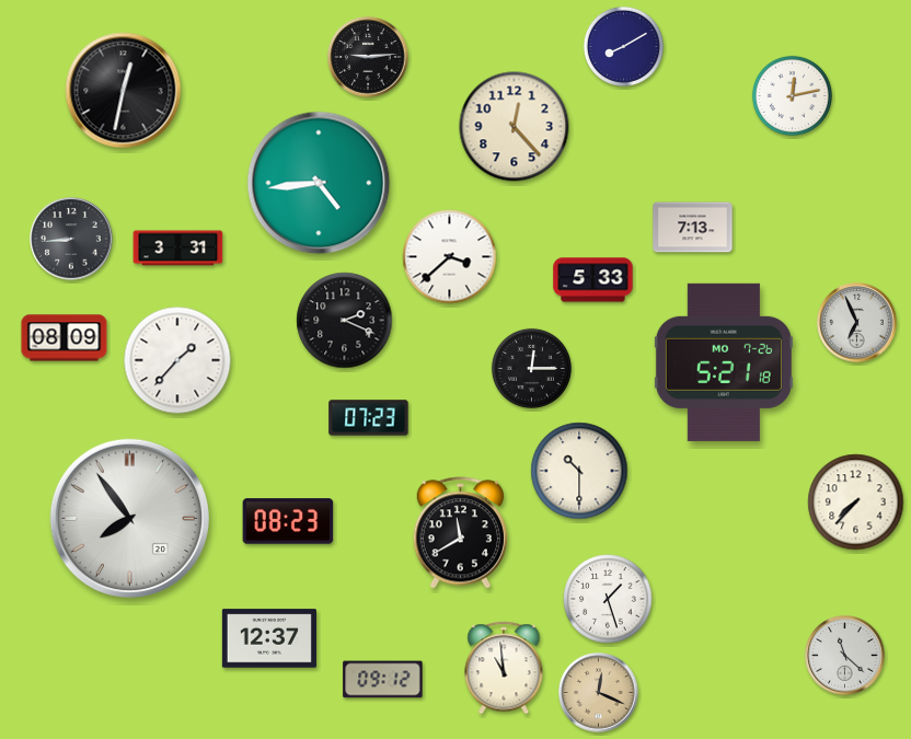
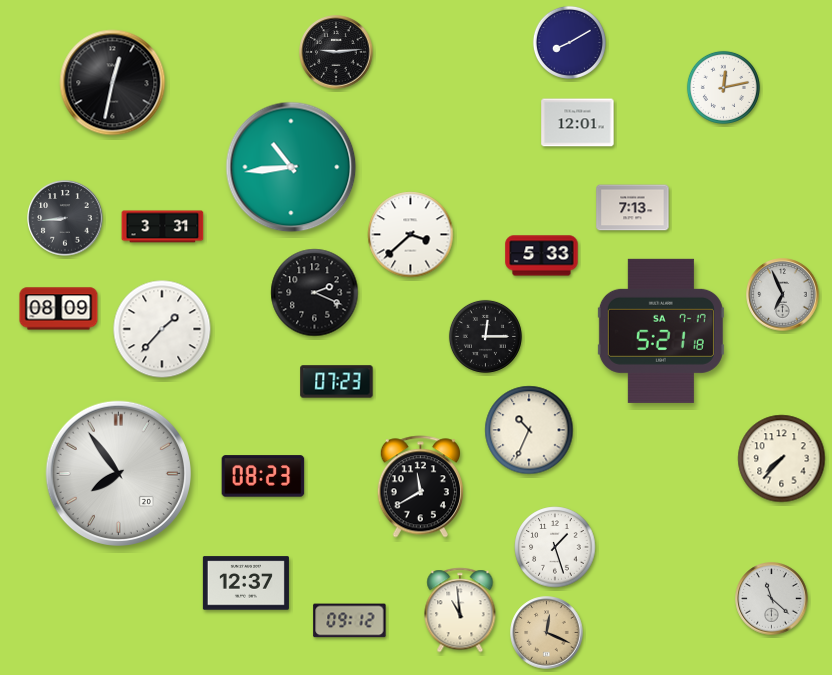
clock at (515, 127): 12:23 -> none
clock at (578, 123): none -> 12:01
clock at (319, 183): 4:44 -> 10:44
clock at (724, 362) date: MO 7-26 -> SA 7-17
clock at (579, 471): 10:30 -> 10:34
